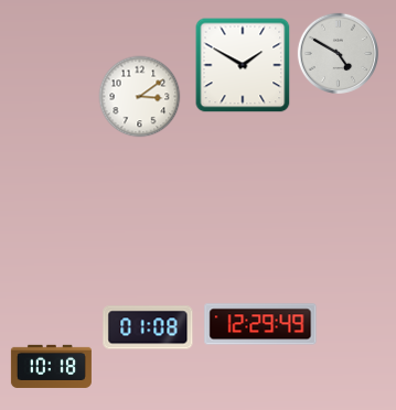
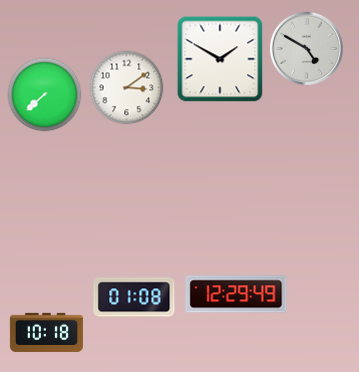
clock at (45, 95): none -> 7:38
